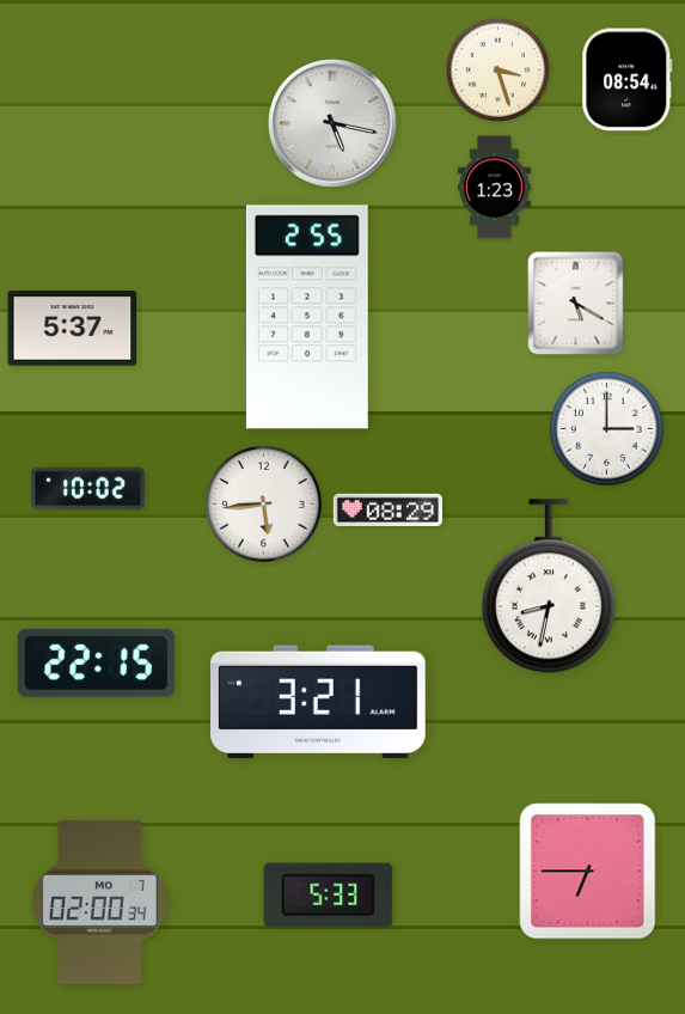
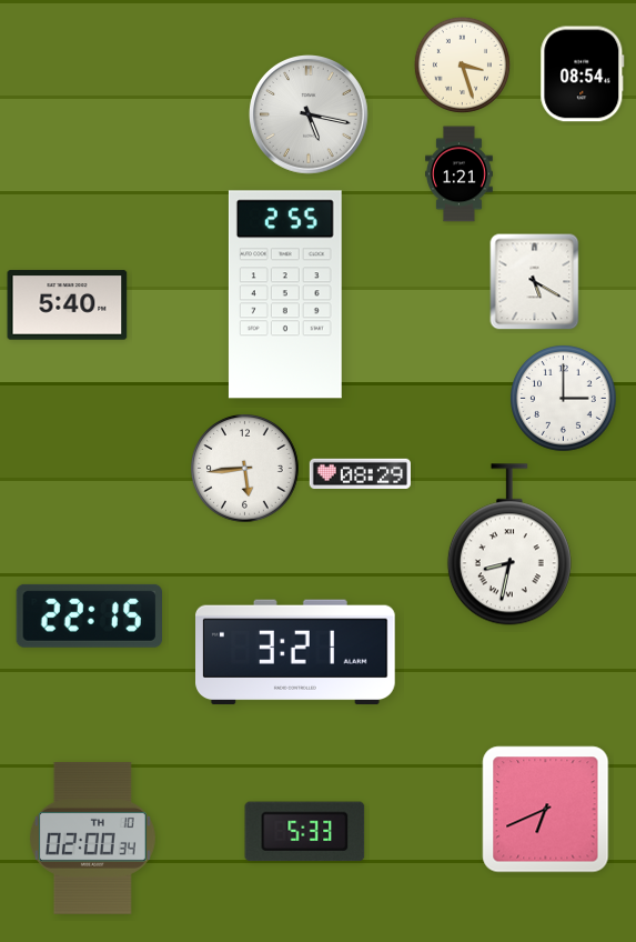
clock at (495, 188): 1:23 -> 1:21
clock at (73, 329): 5:37 -> 5:40
clock at (87, 489): 10:02 -> none
clock at (588, 872): 6:45 -> 6:41
clock at (99, 902) date: MO 7 -> TH 10
